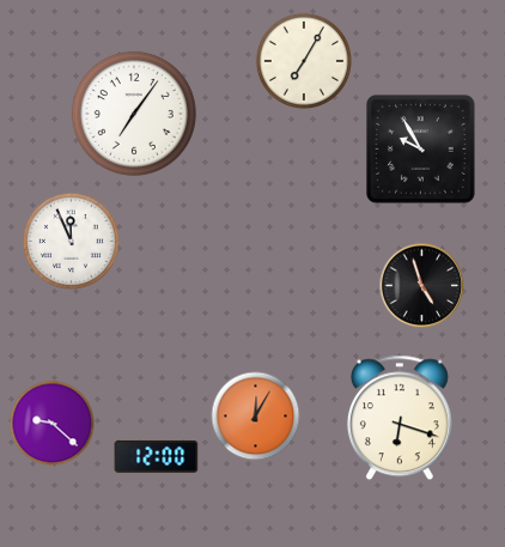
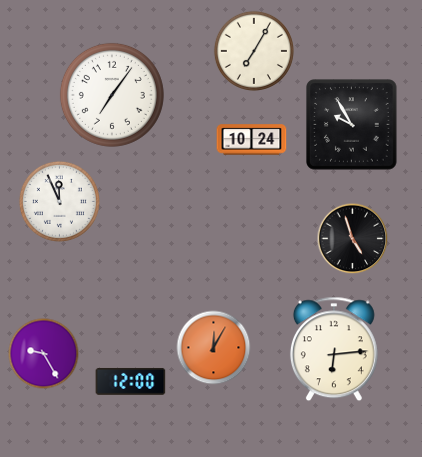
clock at (252, 140): none -> 10:24
clock at (400, 418): 6:18 -> 6:14
clock at (53, 424): 9:22 -> 9:25
